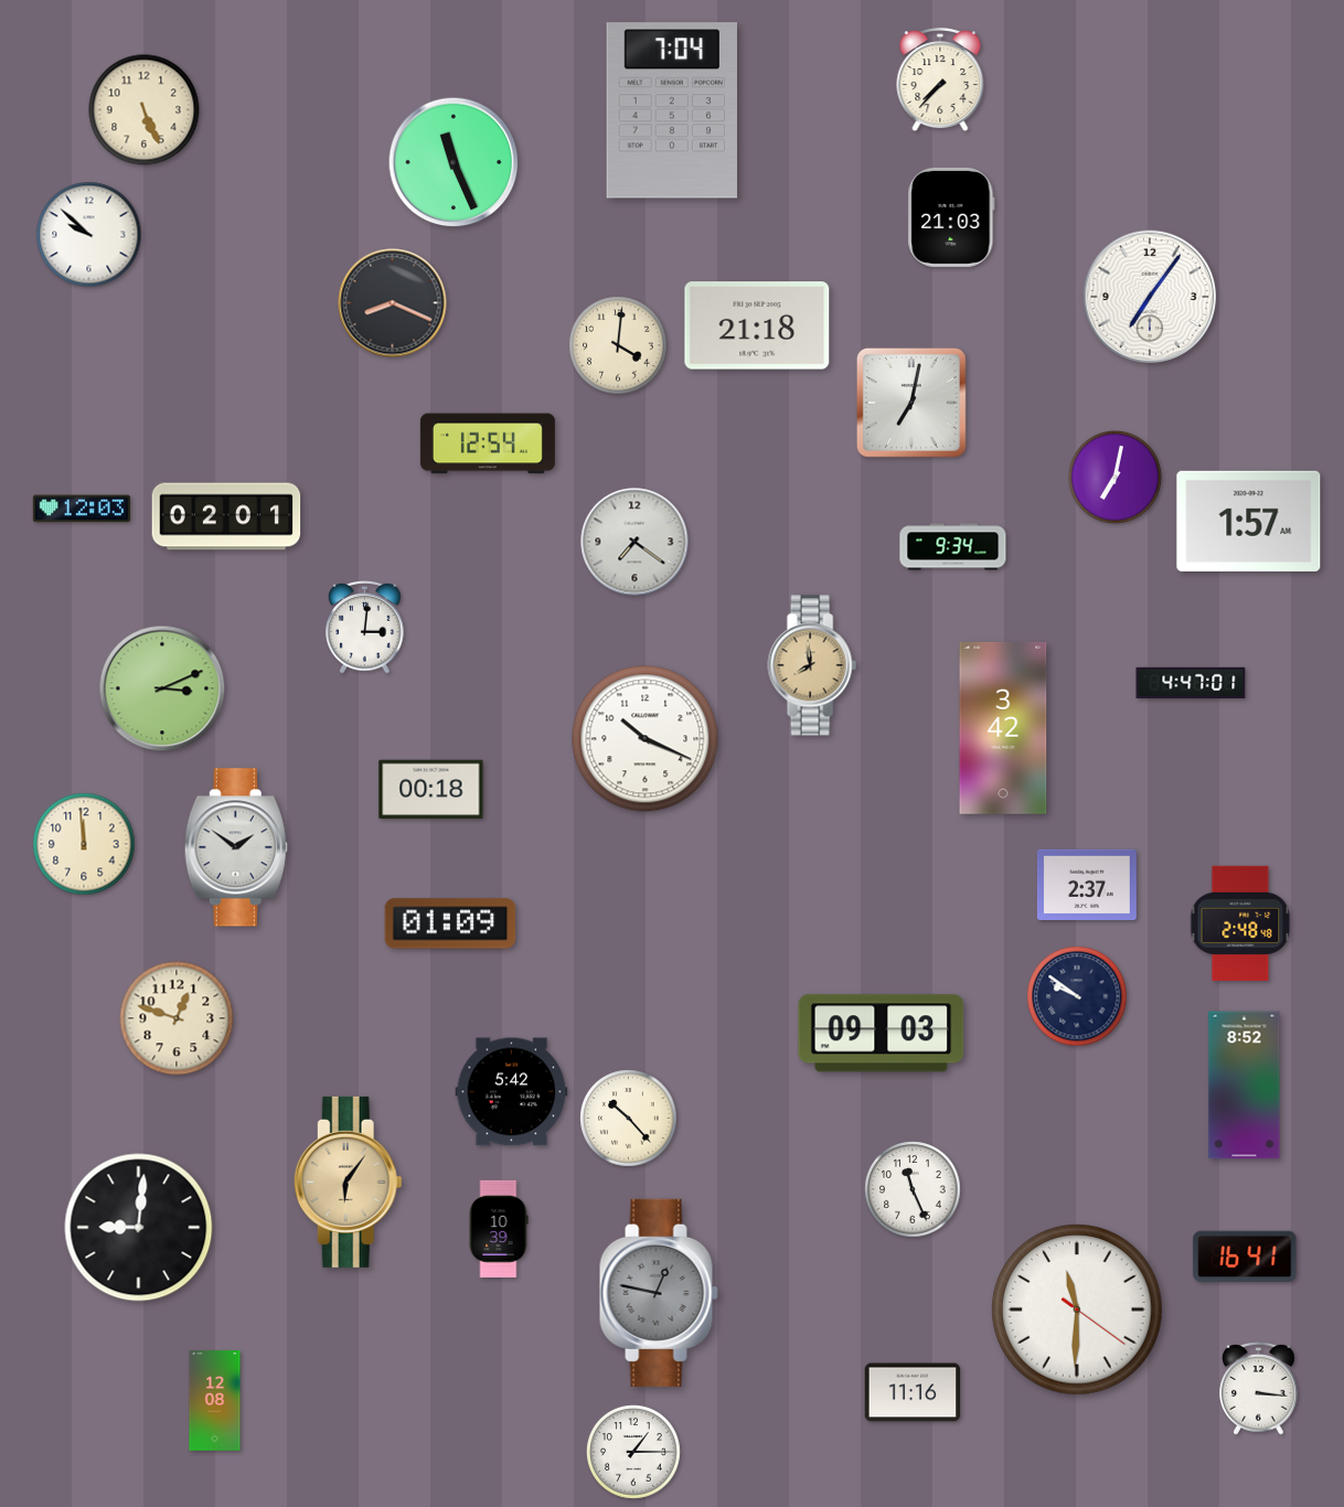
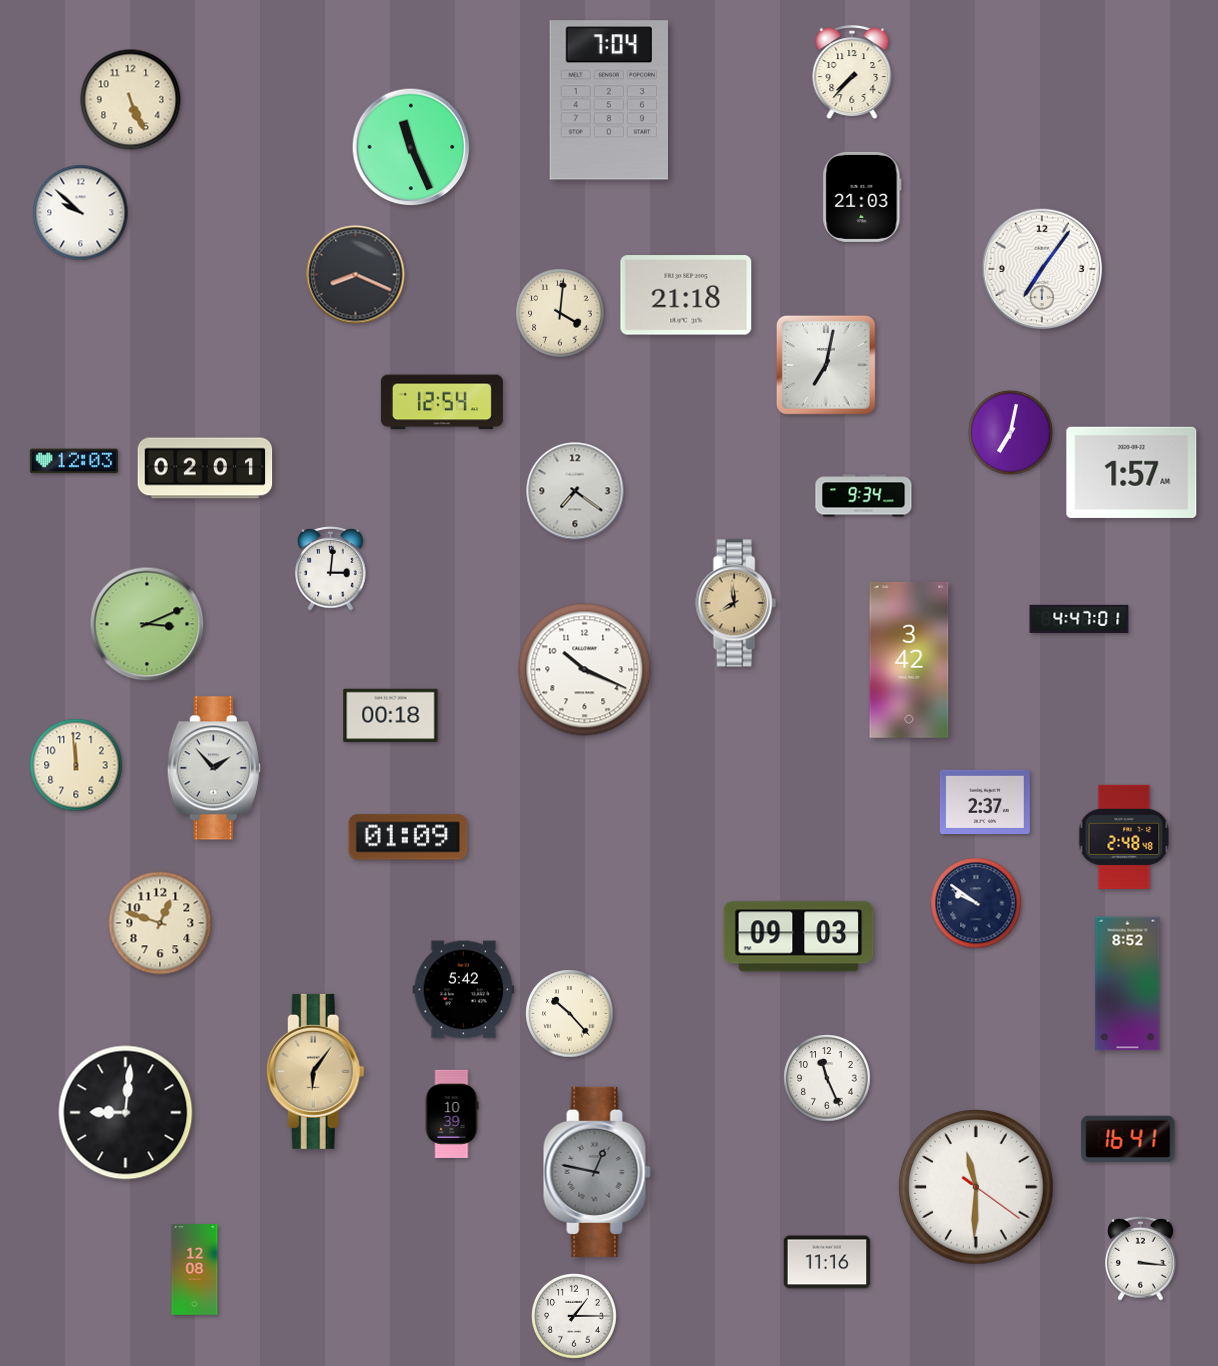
clock at (236, 847): 1:51 -> 1:53
